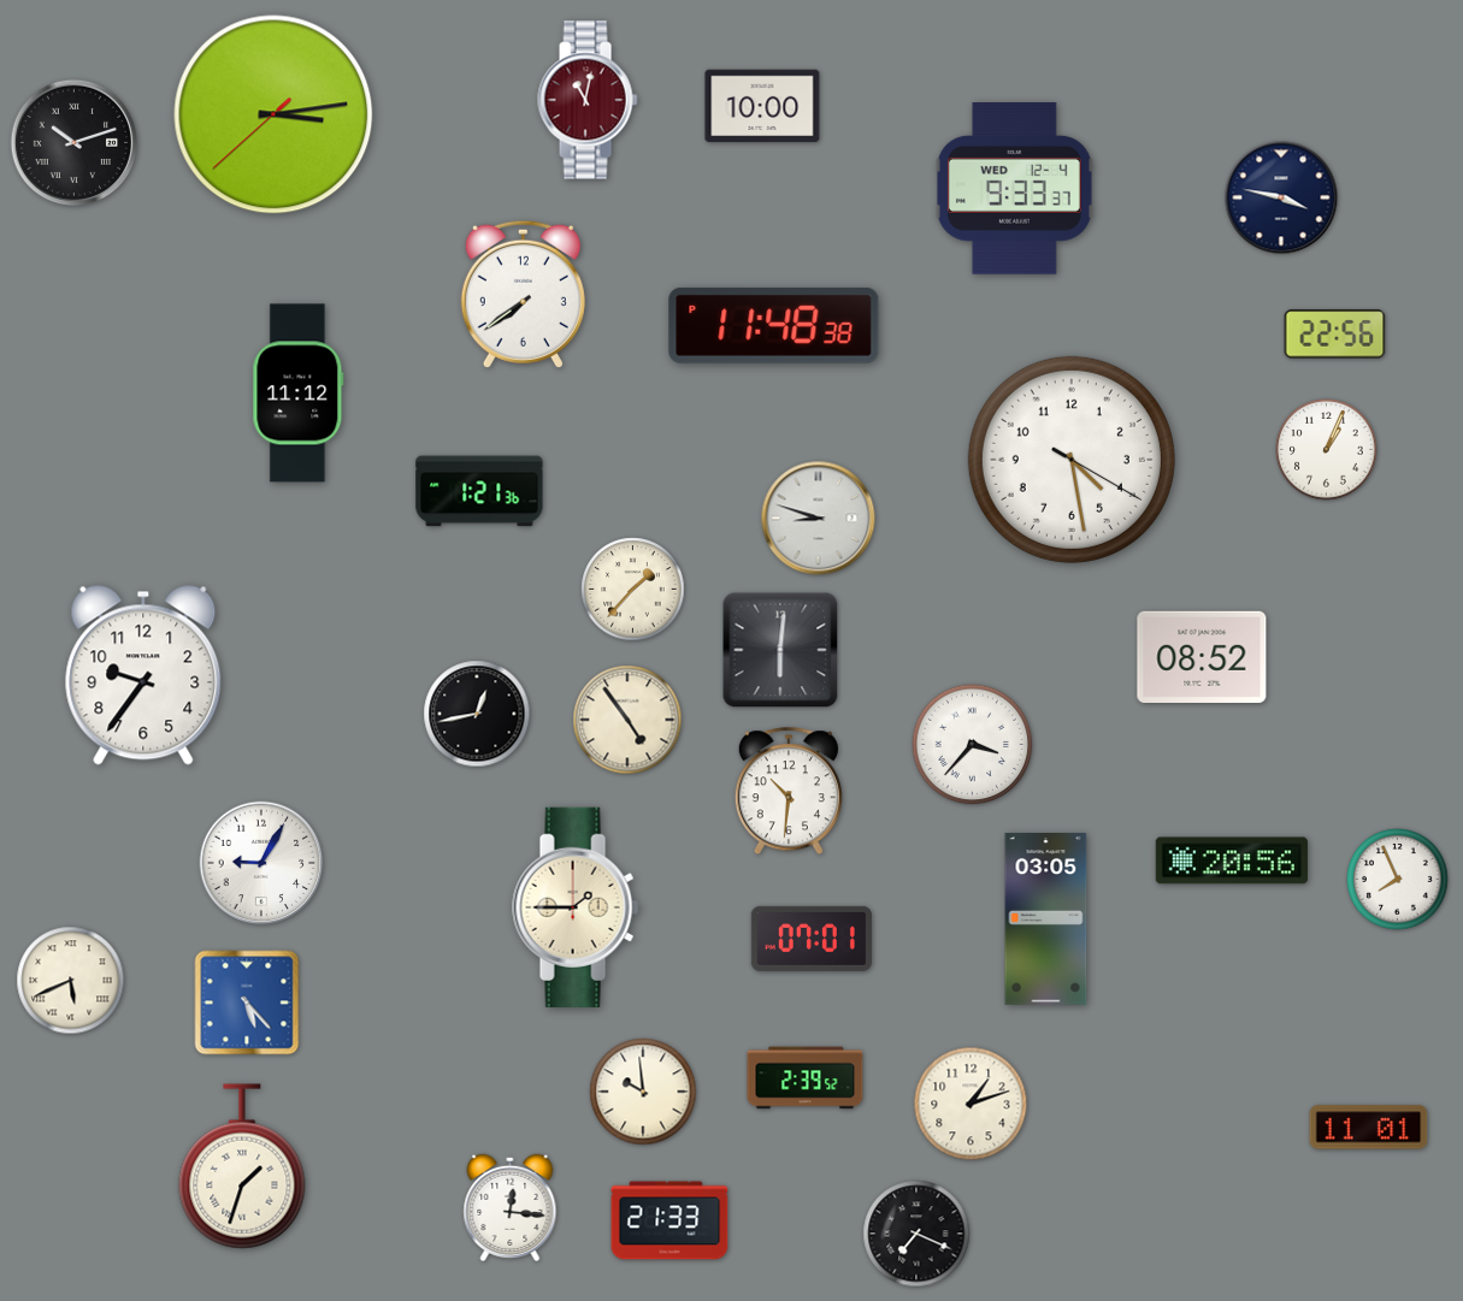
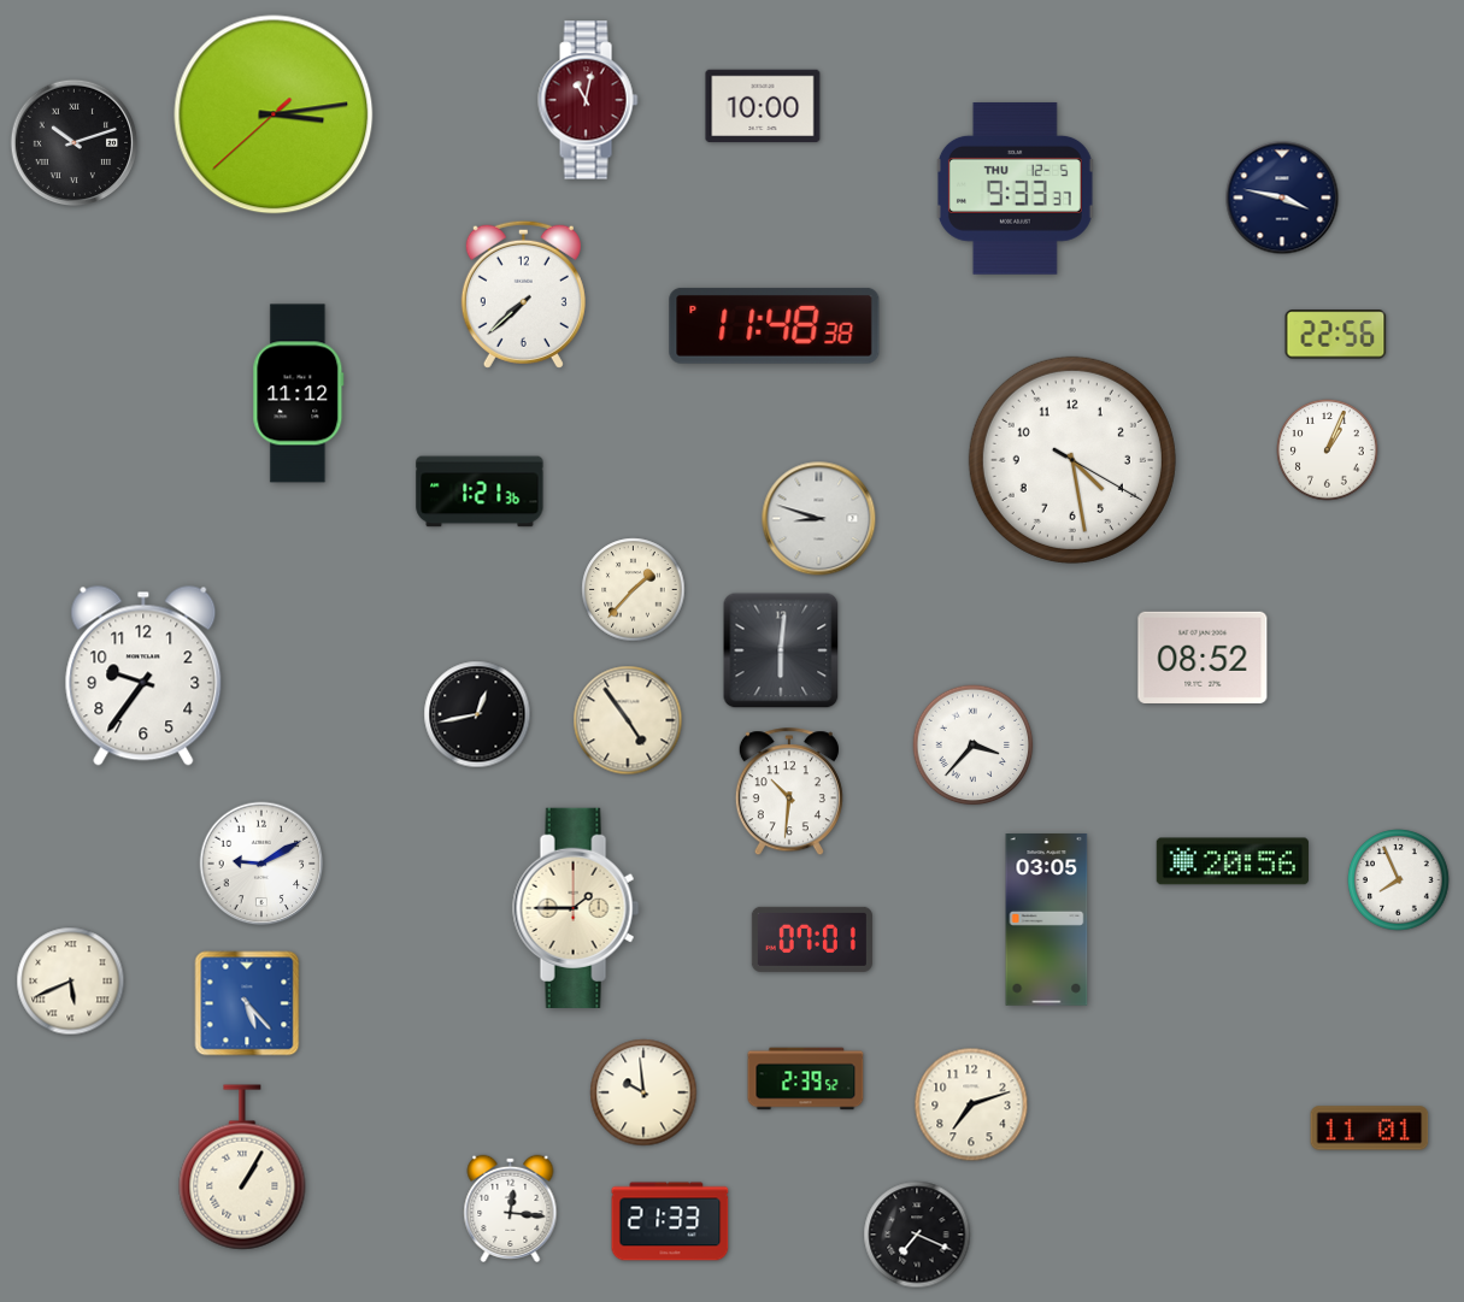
clock at (1014, 188) date: WED 12-4 -> THU 12-5
clock at (523, 294): 7:39 -> 7:38
clock at (261, 863): 9:05 -> 9:10
clock at (971, 1104): 1:12 -> 7:12
clock at (242, 1166): 1:33 -> 1:05
